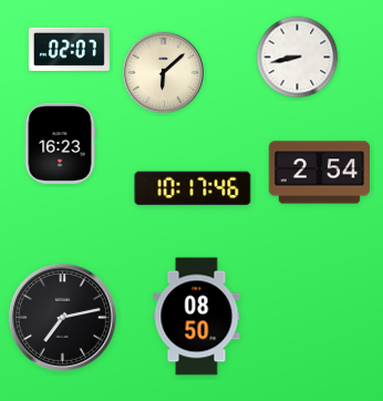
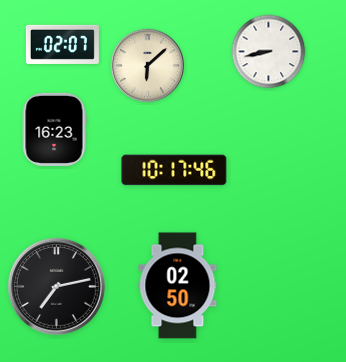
clock at (320, 173): 2:54 -> none
clock at (197, 317): 08:50 -> 02:50
